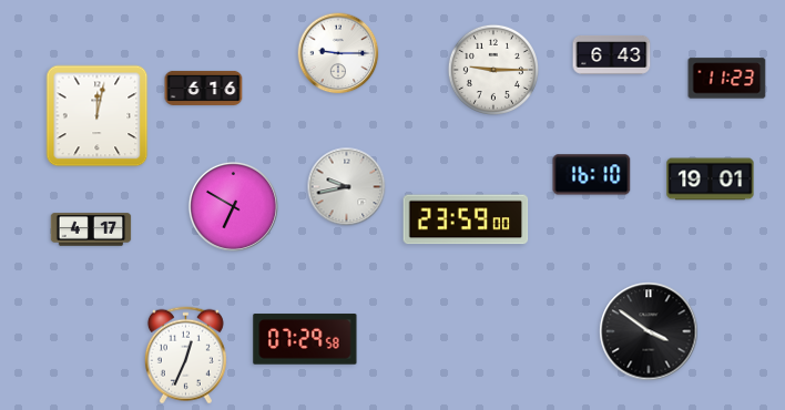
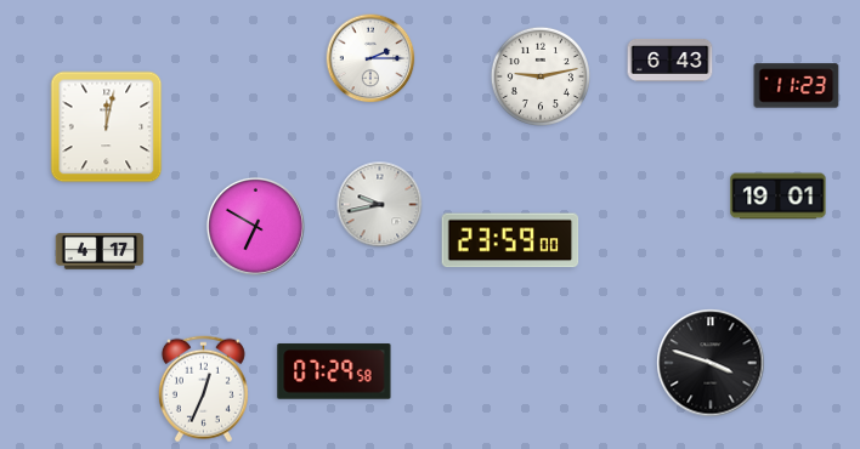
clock at (338, 53): 9:15 -> 2:15
clock at (493, 70): 9:15 -> 9:13
clock at (204, 88): 6:16 -> none
clock at (592, 175): 16:10 -> none
clock at (649, 331): 3:51 -> 3:48
